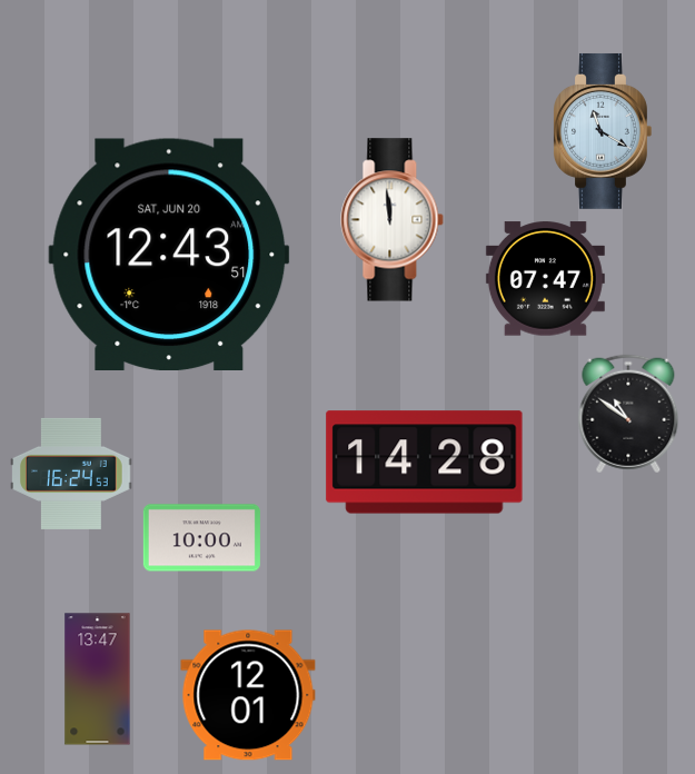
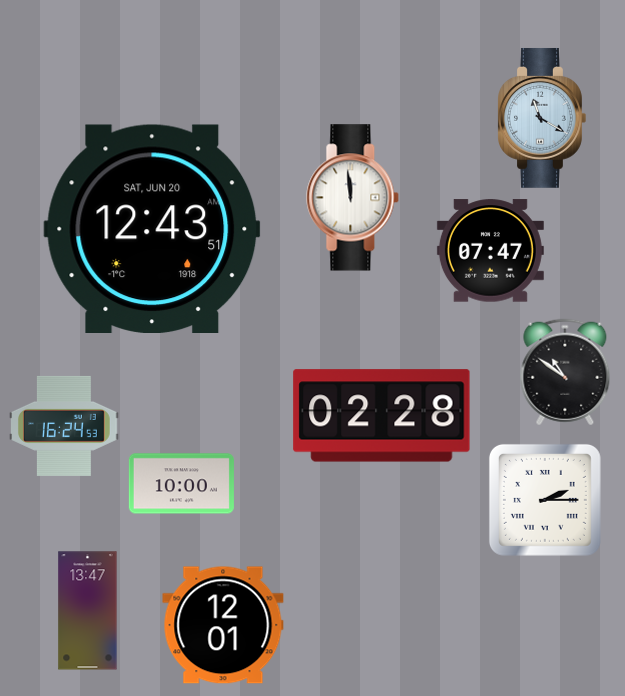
clock at (425, 463): 14:28 -> 02:28
clock at (545, 500): none -> 2:15
